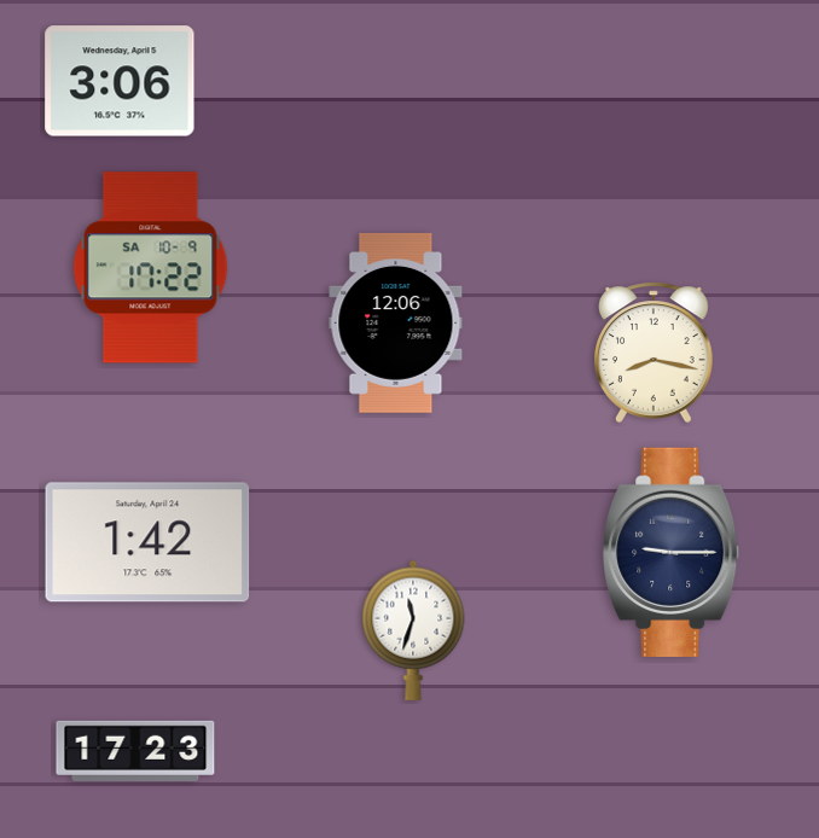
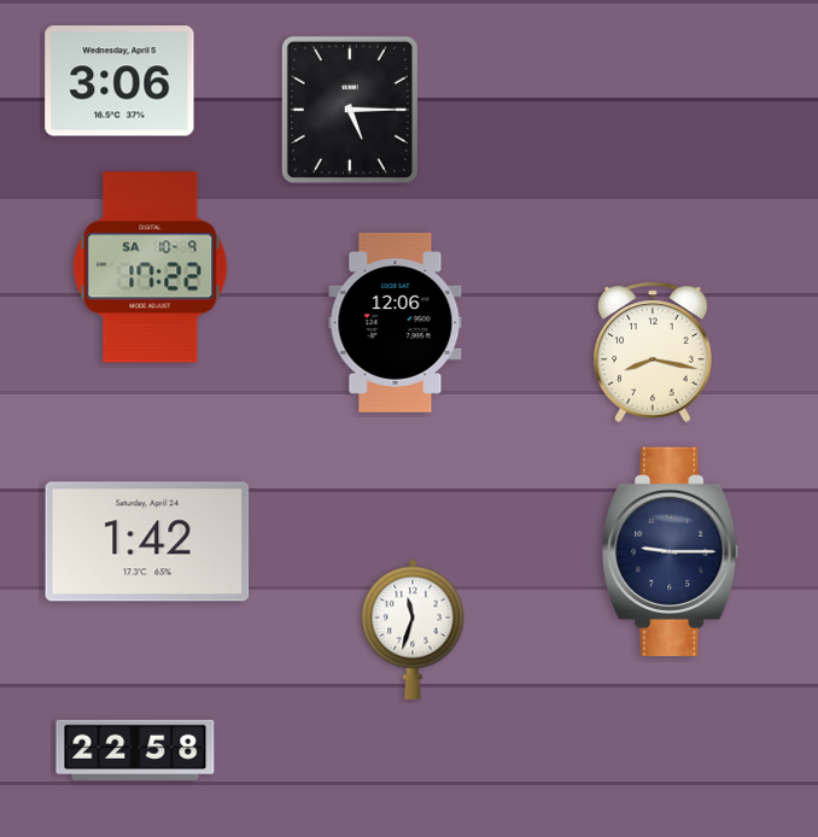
clock at (350, 110): none -> 5:15
clock at (135, 751): 17:23 -> 22:58
